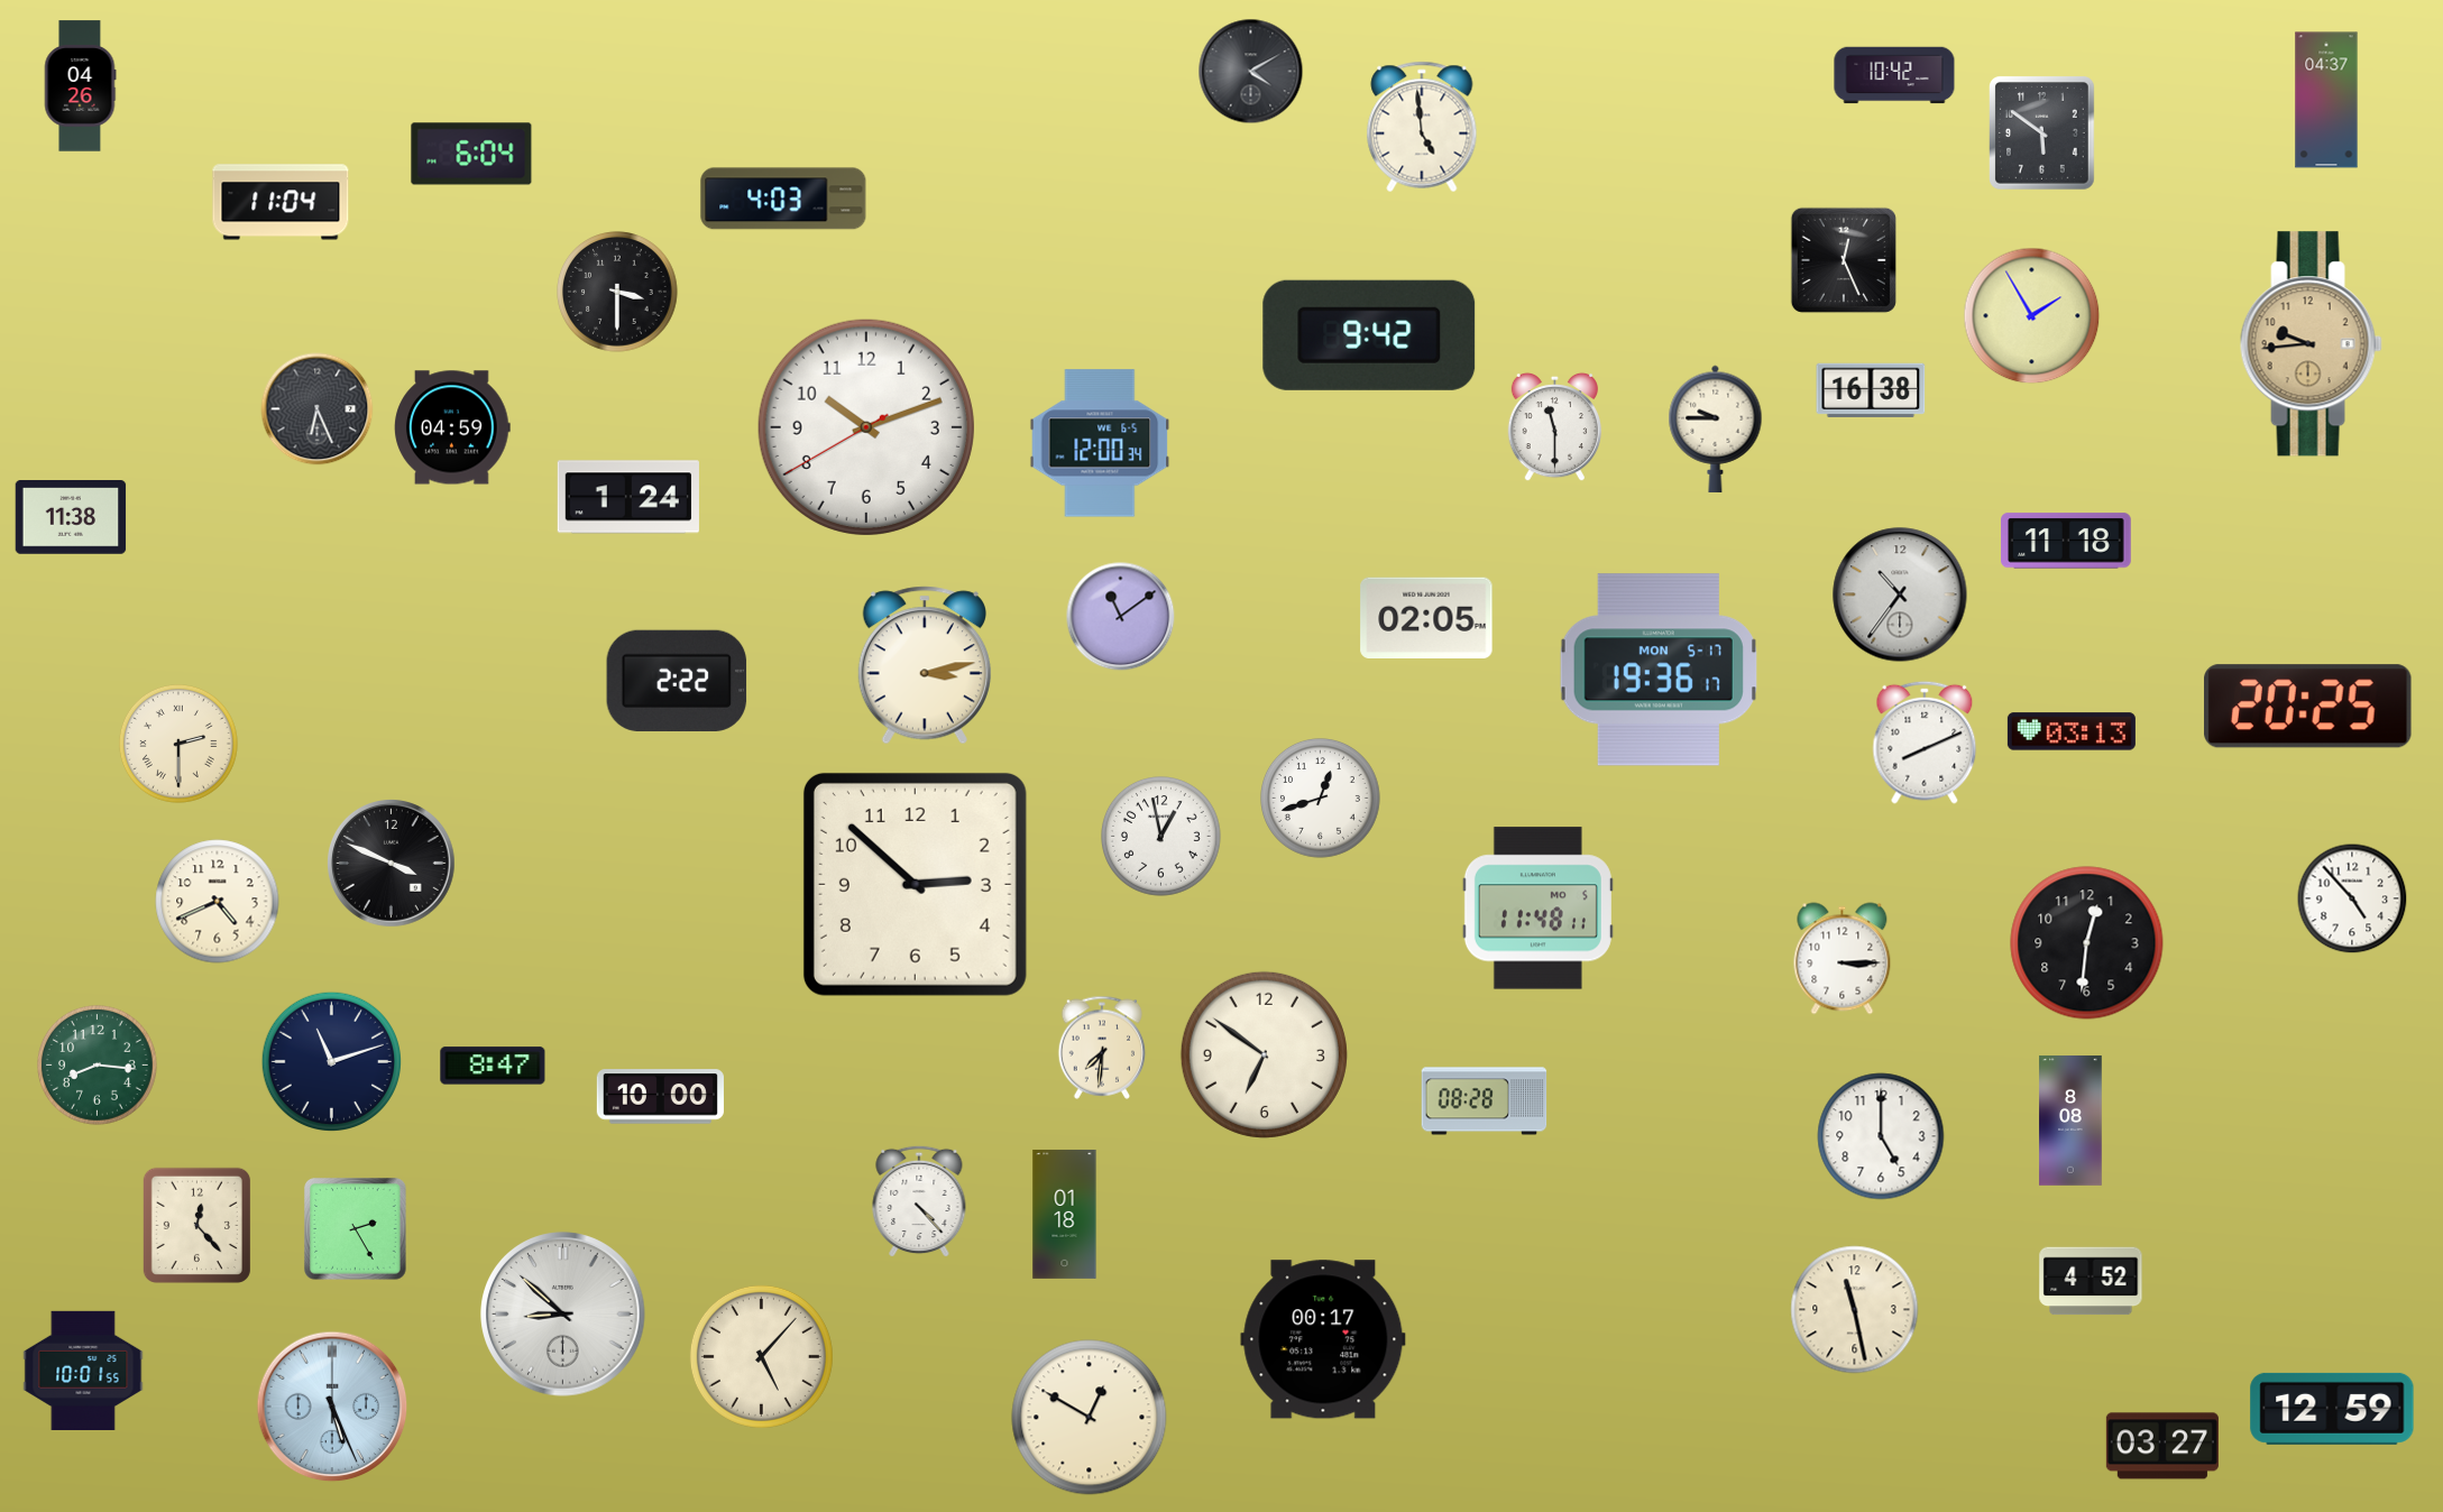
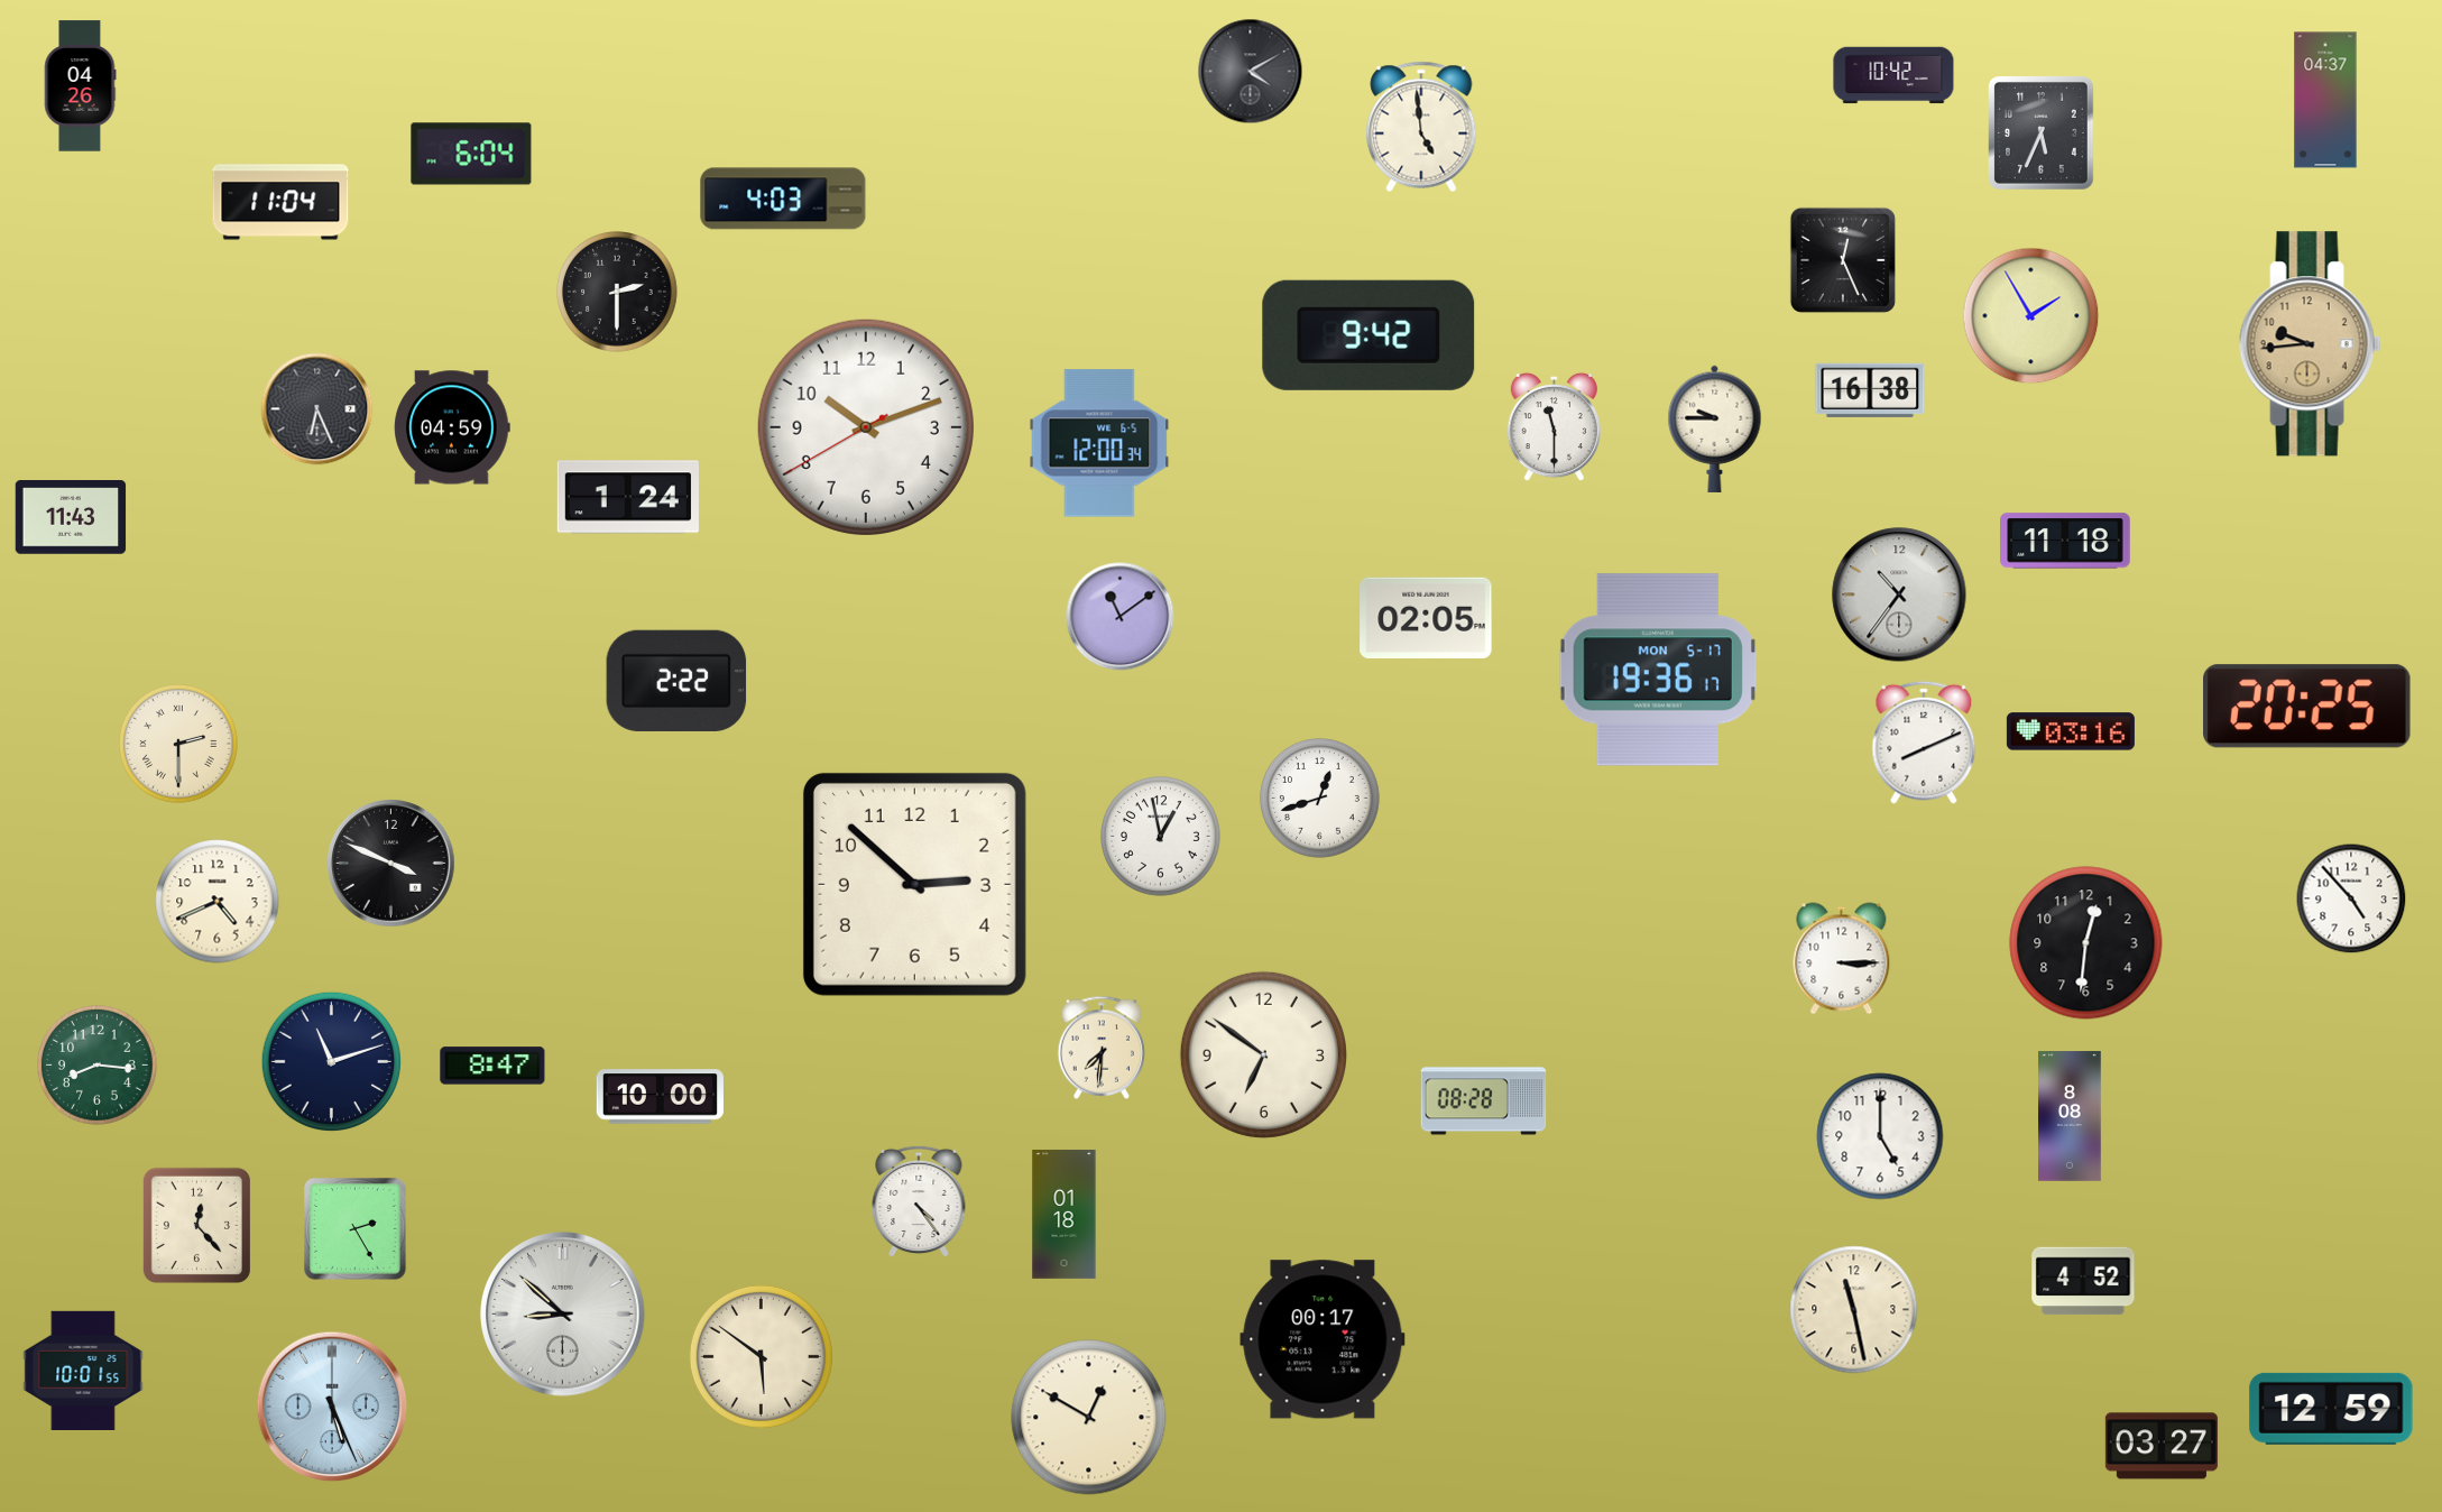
clock at (2042, 133): 5:51 -> 5:34
clock at (617, 292): 3:30 -> 2:30
clock at (71, 517): 11:38 -> 11:43
clock at (925, 665): 3:13 -> none
clock at (2072, 731): 03:13 -> 03:16
clock at (1537, 909): 11:48 -> none
clock at (2070, 1121) position: (2070, 1121) -> (2070, 1116)
clock at (919, 1201): 4:23 -> 4:24
clock at (2091, 1281) position: (2091, 1281) -> (2083, 1281)
clock at (761, 1356): 5:07 -> 5:51
